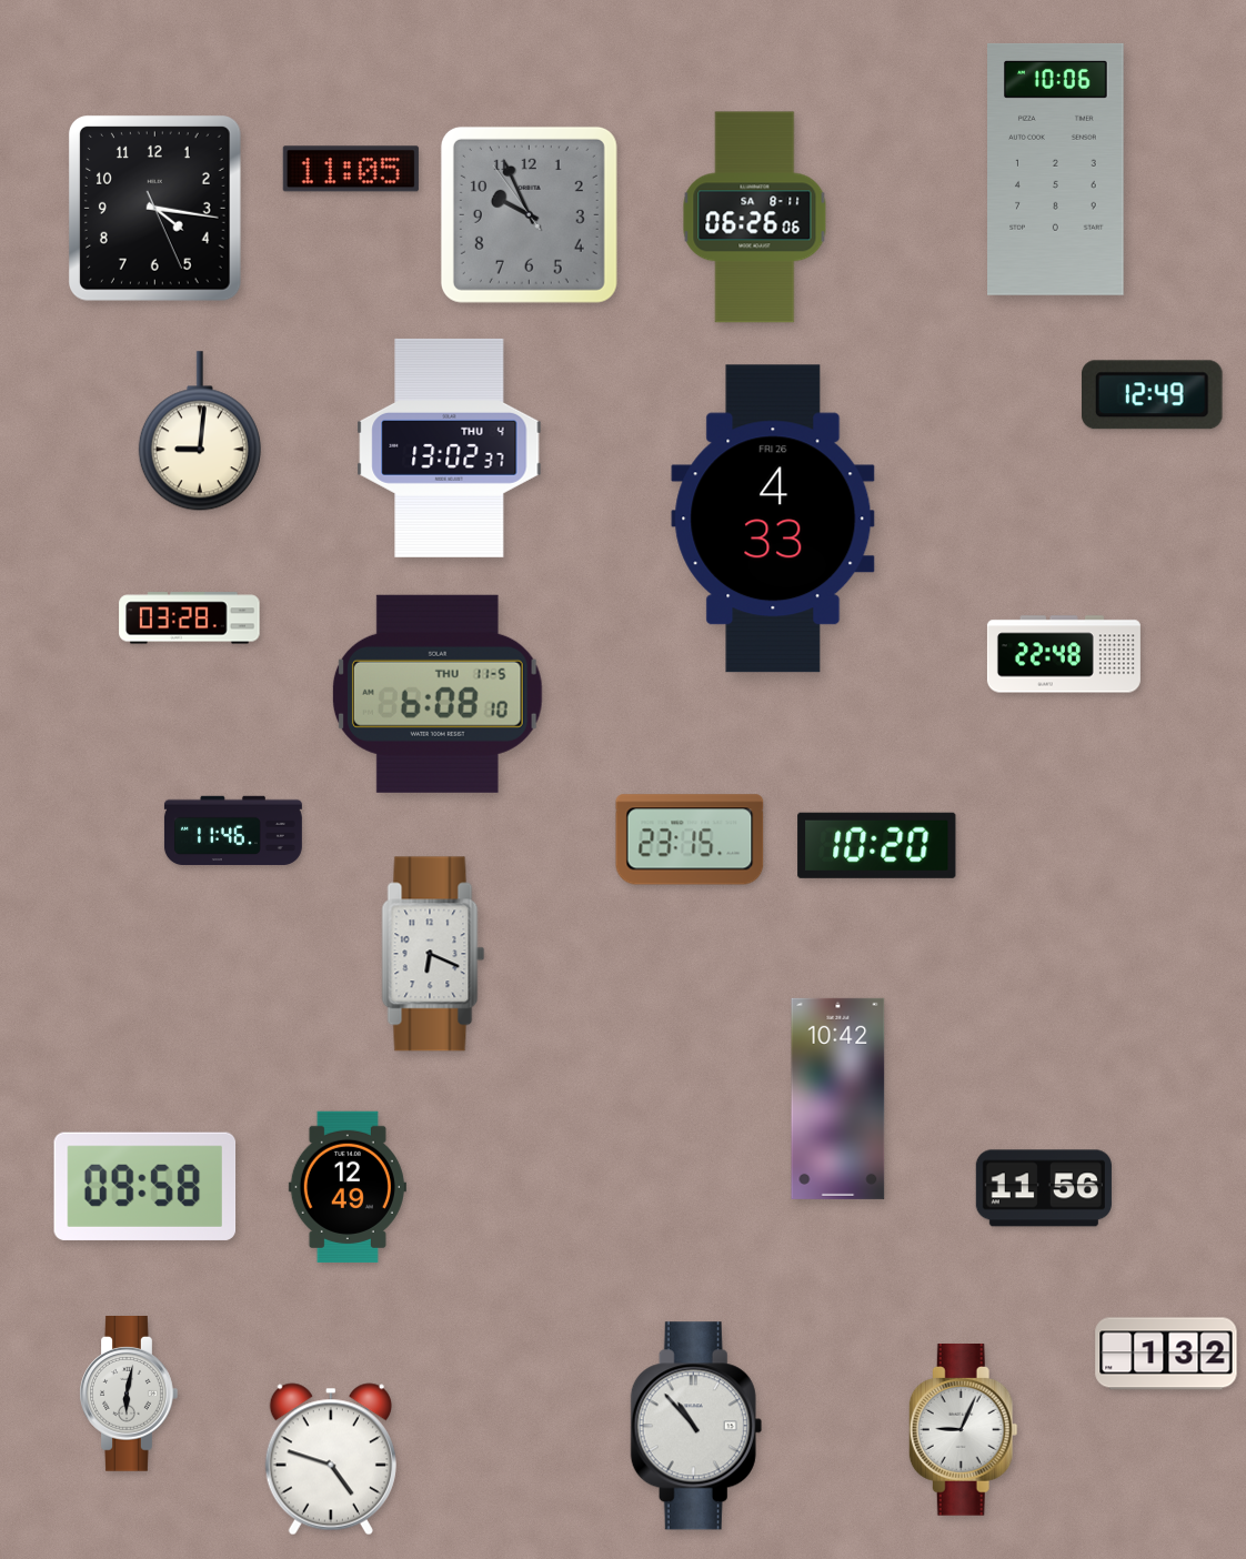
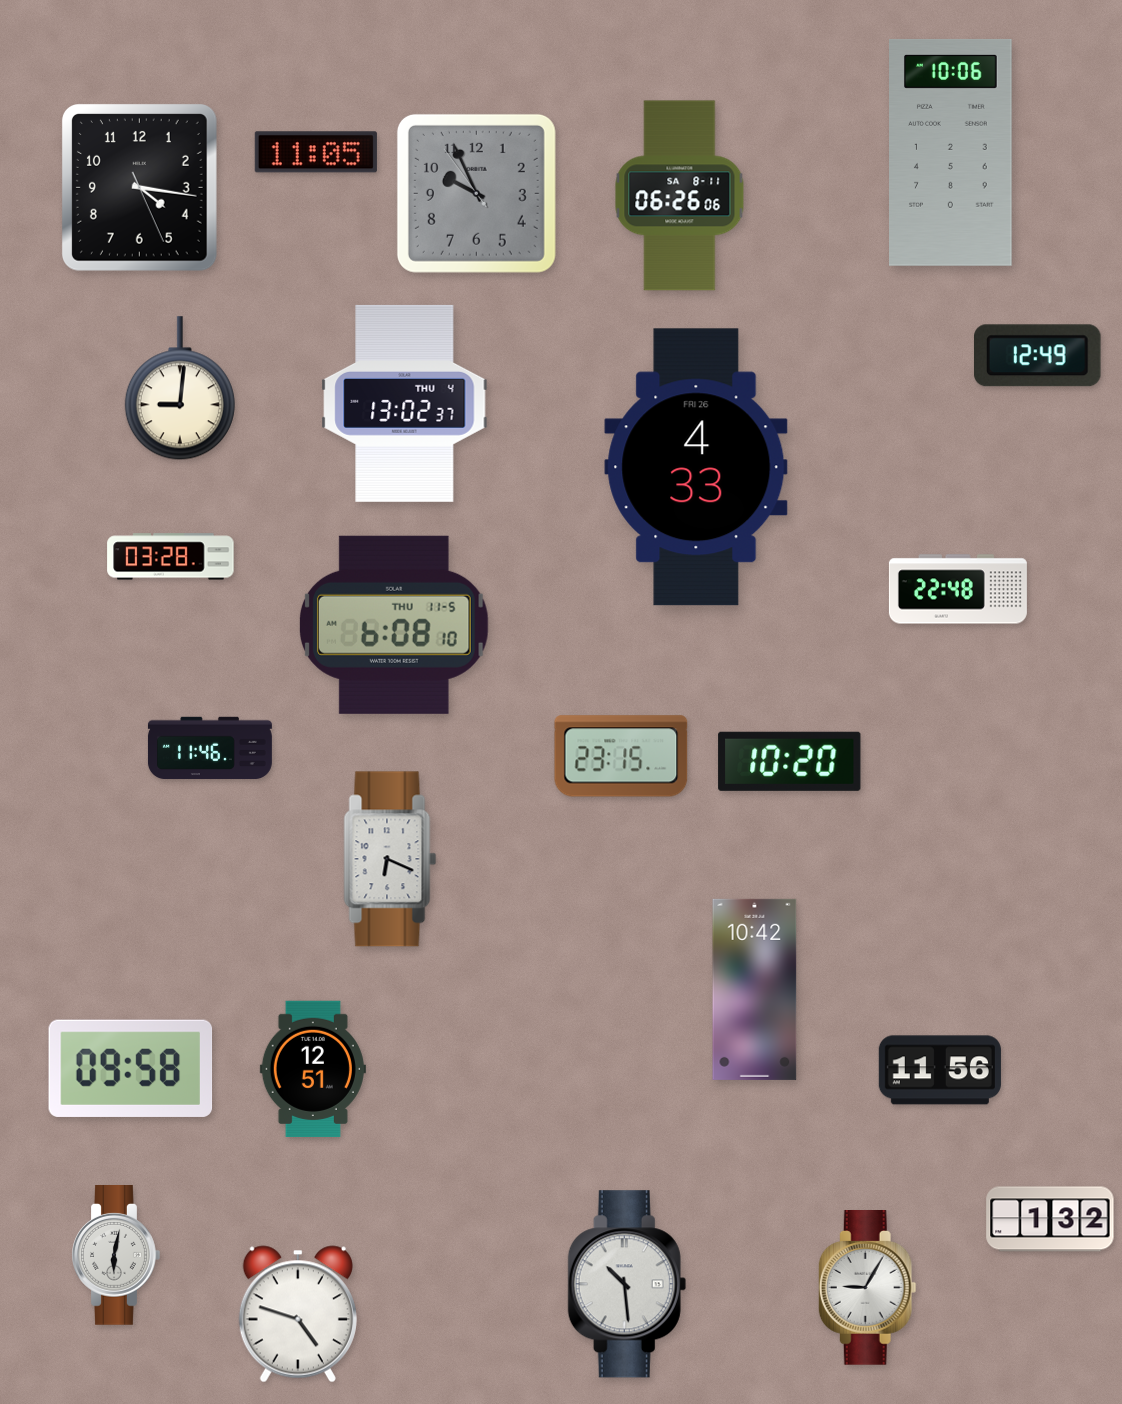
clock at (348, 1187): 12:49 -> 12:51
clock at (696, 1426): 10:53 -> 10:29
clock at (963, 1430): 9:04 -> 9:05
